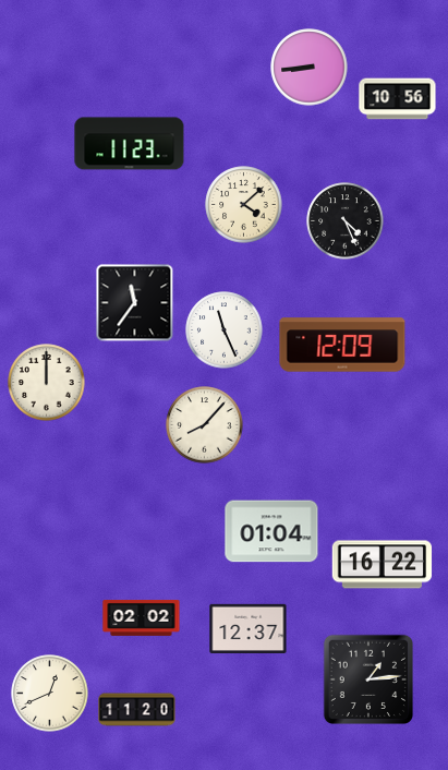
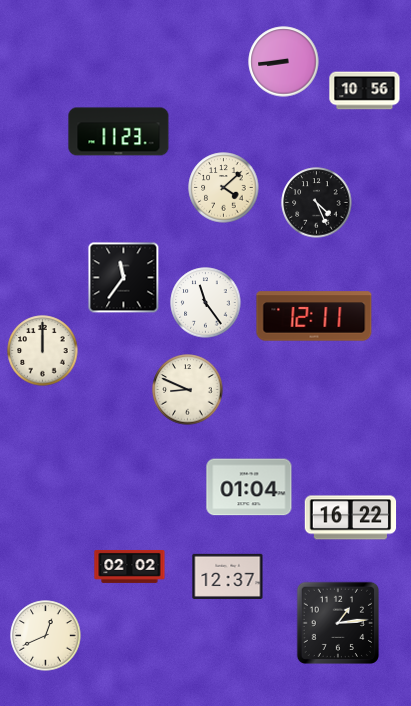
clock at (225, 330): 11:26 -> 11:24
clock at (342, 345): 12:09 -> 12:11
clock at (205, 425): 8:07 -> 8:49
clock at (137, 710): 11:20 -> none
